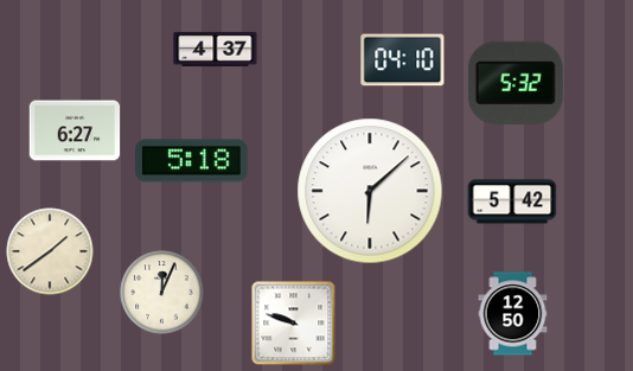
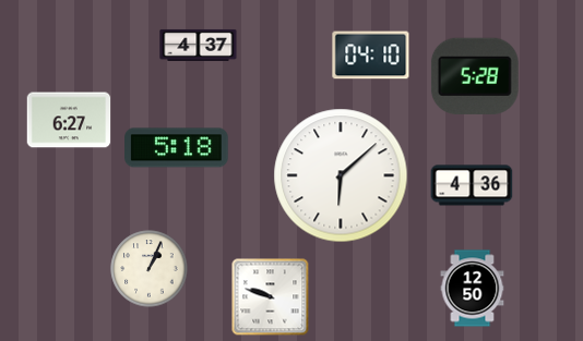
clock at (516, 83): 5:32 -> 5:28
clock at (512, 202): 5:42 -> 4:36
clock at (50, 251): 1:39 -> none
clock at (162, 293): 12:04 -> 1:04
